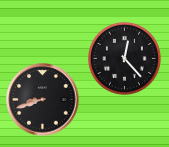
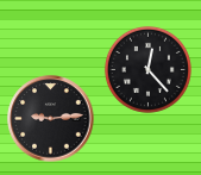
clock at (43, 100): 8:42 -> 9:14
